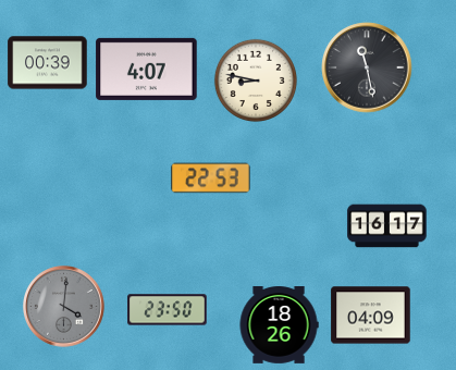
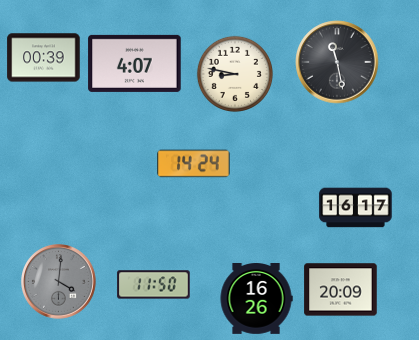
clock at (211, 178): 22:53 -> 14:24
clock at (168, 310): 23:50 -> 11:50
clock at (371, 316): 04:09 -> 20:09
clock at (279, 325): 18:26 -> 16:26
